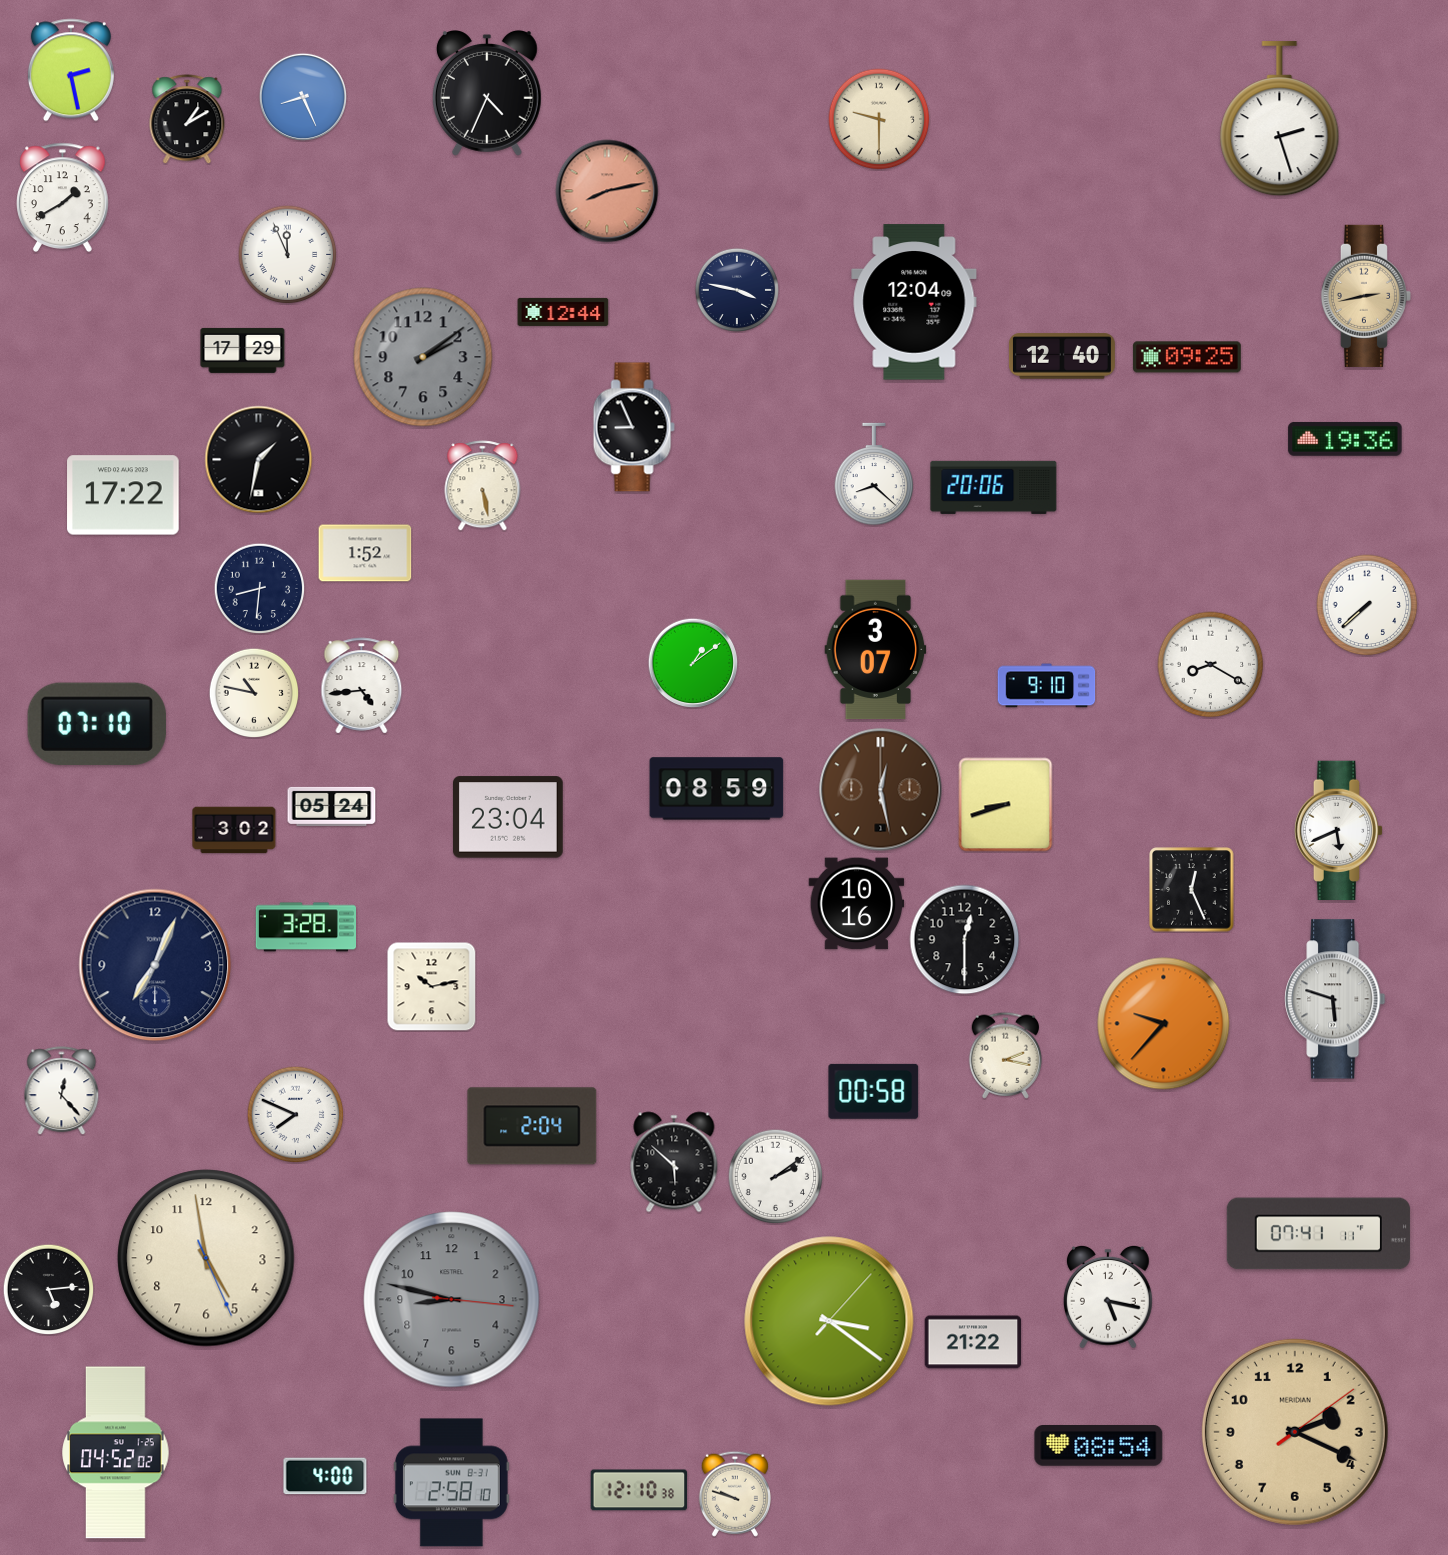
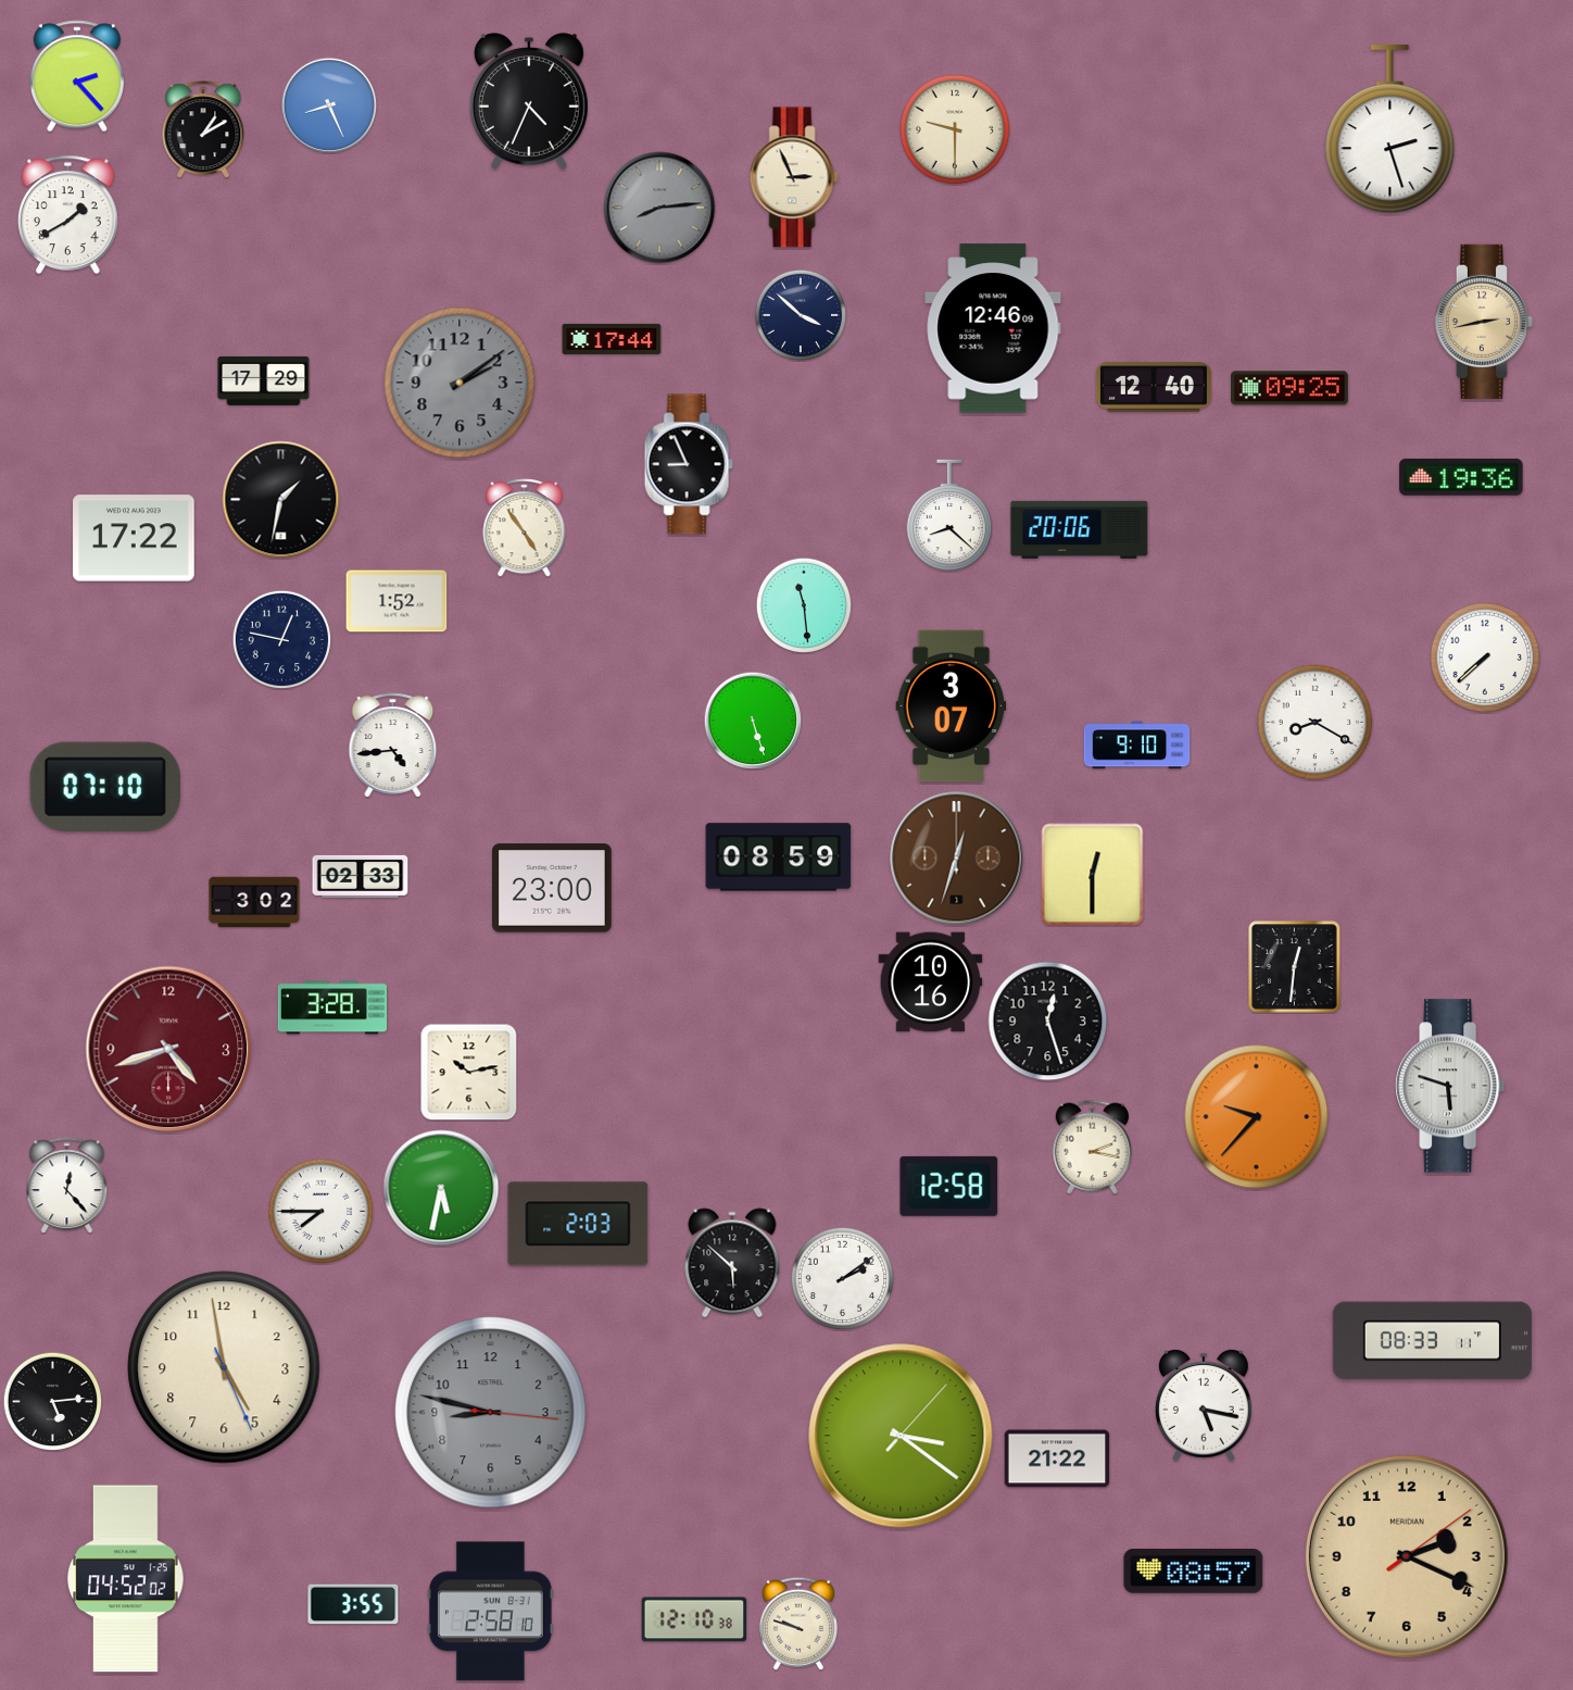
clock at (71, 70): 2:28 -> 2:23
clock at (794, 177): none -> 2:56
clock at (607, 191): 8:13 -> 8:14
clock at (607, 191) dial: salmon -> grey
clock at (288, 255): 11:56 -> none
clock at (736, 289): 3:47 -> 3:52
clock at (914, 302): 12:04 -> 12:46
clock at (563, 312): 12:44 -> 17:44
clock at (423, 357) position: (423, 357) -> (460, 383)
clock at (483, 486): 5:28 -> 4:54
clock at (804, 605): none -> 11:29
clock at (259, 588): 8:31 -> 12:47
clock at (693, 663): 1:09 -> 5:27
clock at (254, 693): 10:47 -> none
clock at (881, 790): 12:28 -> 12:33
clock at (1006, 805): 8:42 -> 12:30
clock at (332, 806): 05:24 -> 02:33
clock at (509, 817): 23:04 -> 23:00
clock at (1339, 830): 5:41 -> none
clock at (1192, 890): 12:26 -> 12:31
clock at (965, 940): 12:30 -> 12:27
clock at (155, 965): 7:04 -> 4:42
clock at (155, 965) dial: navy -> burgundy
clock at (1164, 1024) position: (1164, 1024) -> (1257, 1117)
clock at (874, 1091): 00:58 -> 12:58
clock at (441, 1188): none -> 5:32
clock at (295, 1114): 7:49 -> 7:45
clock at (532, 1126): 2:04 -> 2:03
clock at (1318, 1234): 07:41 -> 08:33
clock at (1108, 1297) position: (1108, 1297) -> (1204, 1405)
clock at (1099, 1446): 08:54 -> 08:57
clock at (325, 1476): 4:00 -> 3:55
